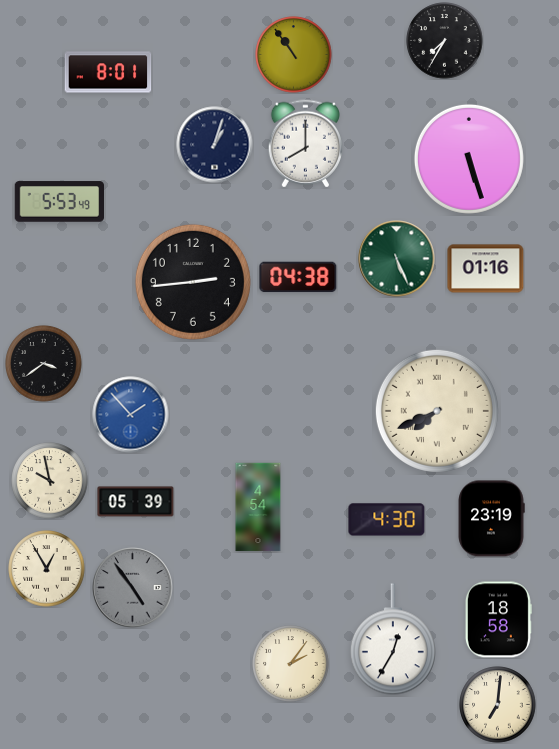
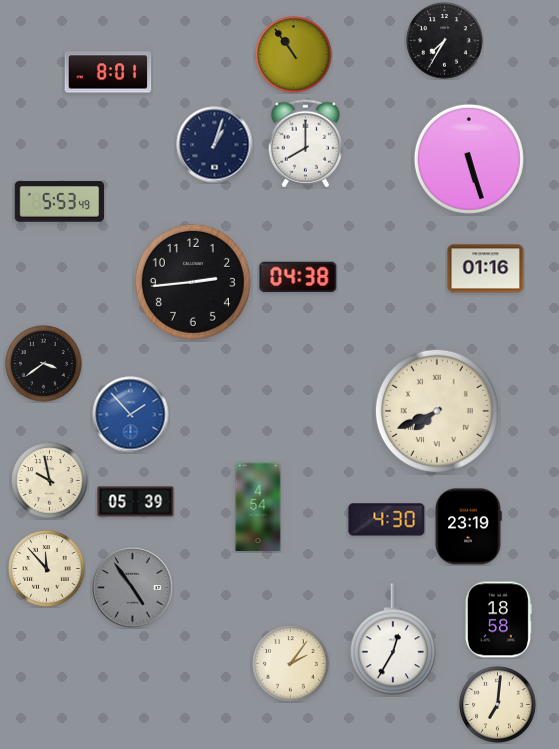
clock at (397, 259): 5:26 -> none
clock at (491, 519) position: (491, 519) -> (468, 527)
clock at (47, 569): 12:55 -> 11:53
